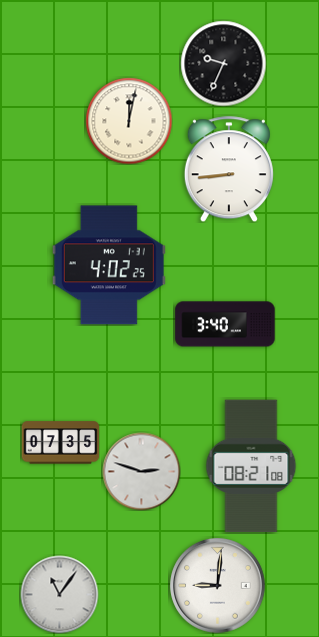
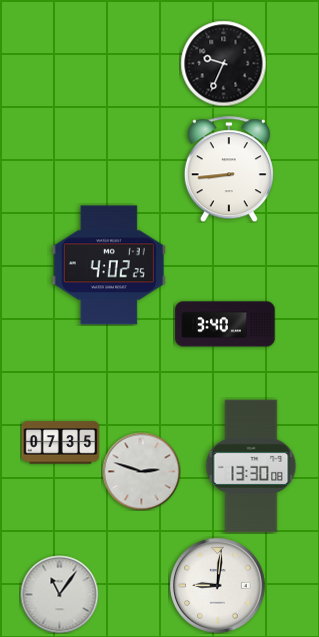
clock at (129, 121): 12:02 -> none
clock at (251, 466): 08:21 -> 13:30
